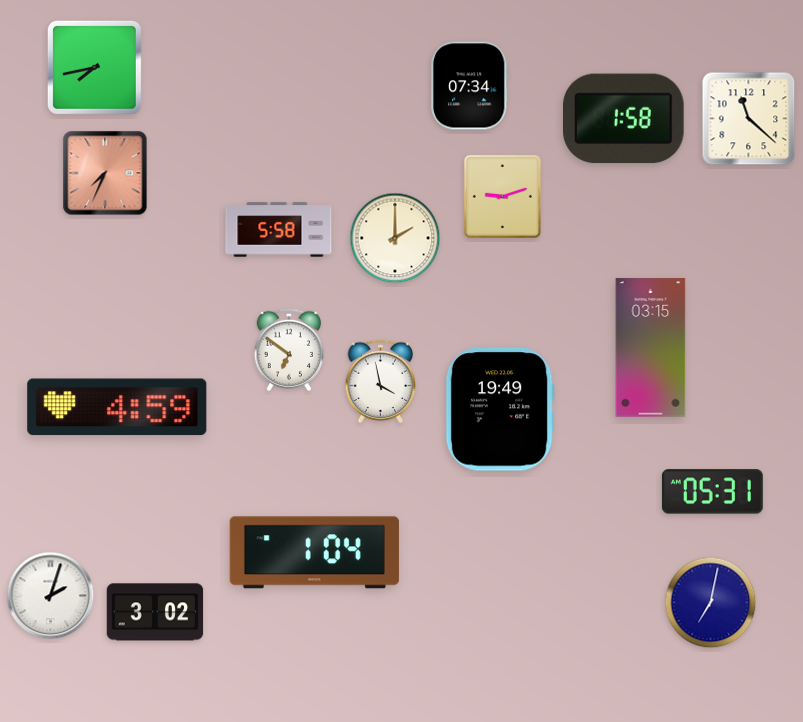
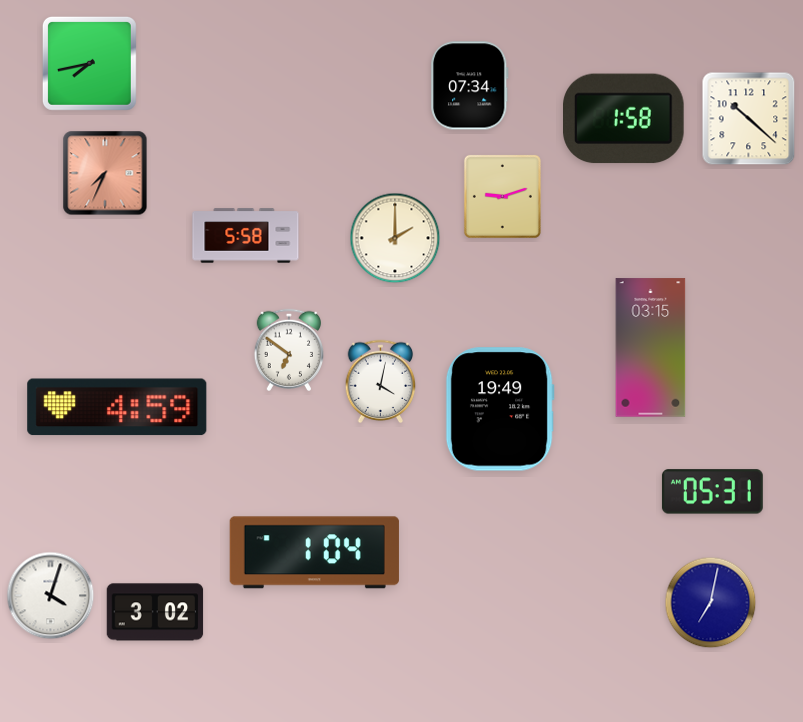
clock at (94, 67) position: (94, 67) -> (89, 63)
clock at (749, 119): 11:22 -> 10:22
clock at (279, 230) position: (279, 230) -> (246, 236)
clock at (381, 382): 3:58 -> 4:02
clock at (51, 596): 2:03 -> 4:03
